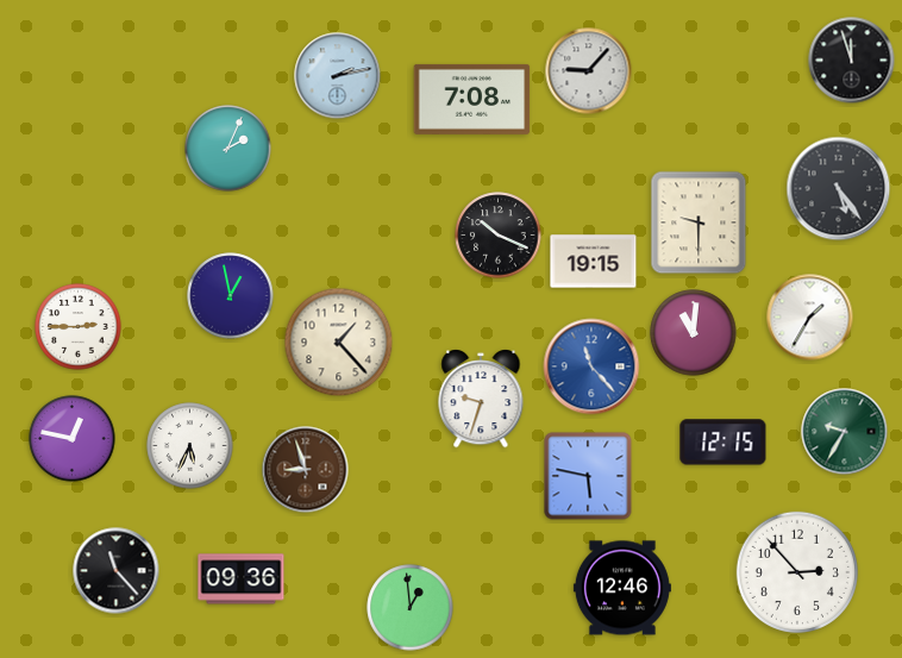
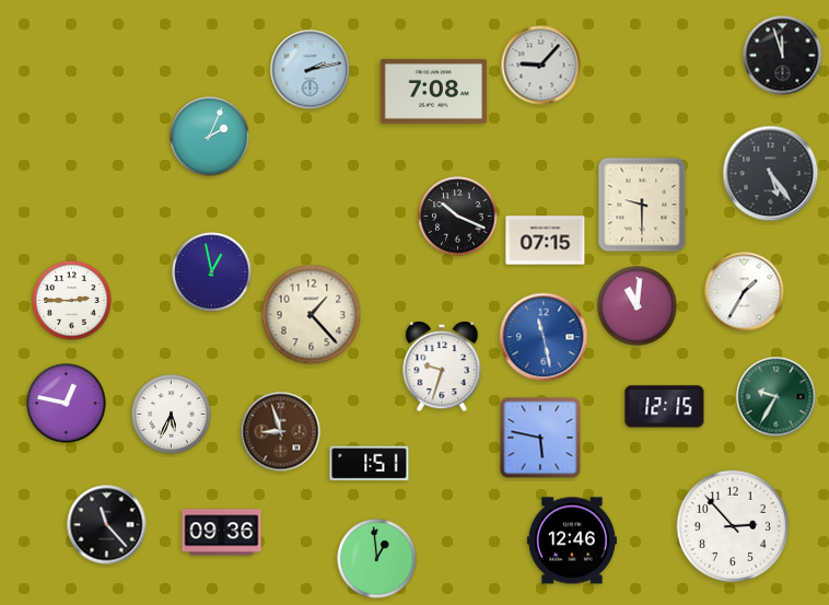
clock at (594, 262): 19:15 -> 07:15
clock at (591, 366): 11:23 -> 11:28
clock at (190, 446) position: (190, 446) -> (172, 415)
clock at (370, 464): none -> 1:51
